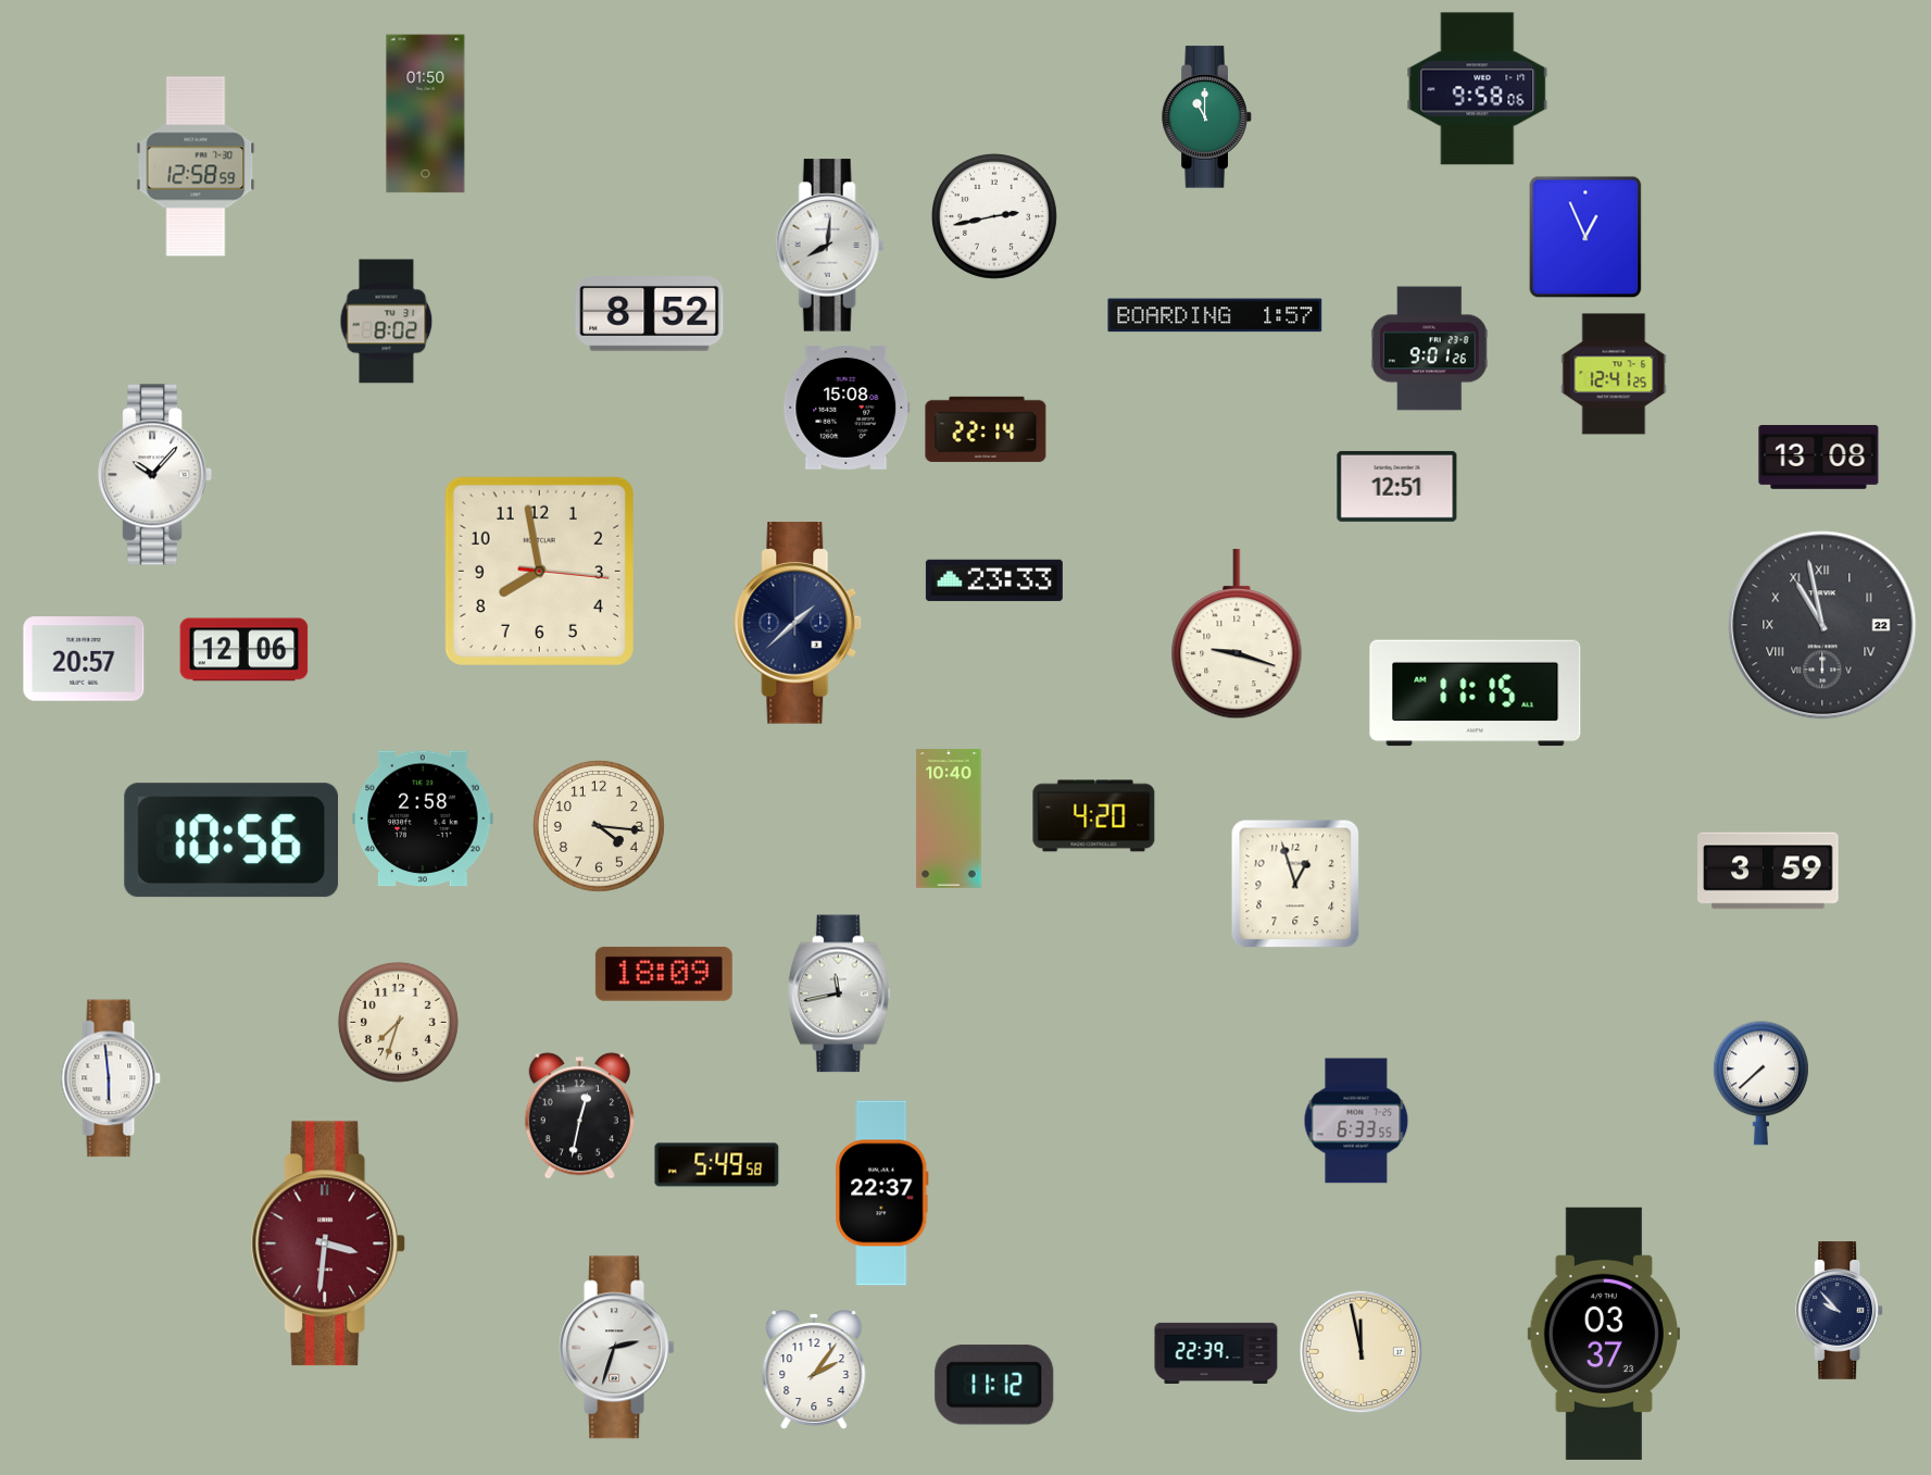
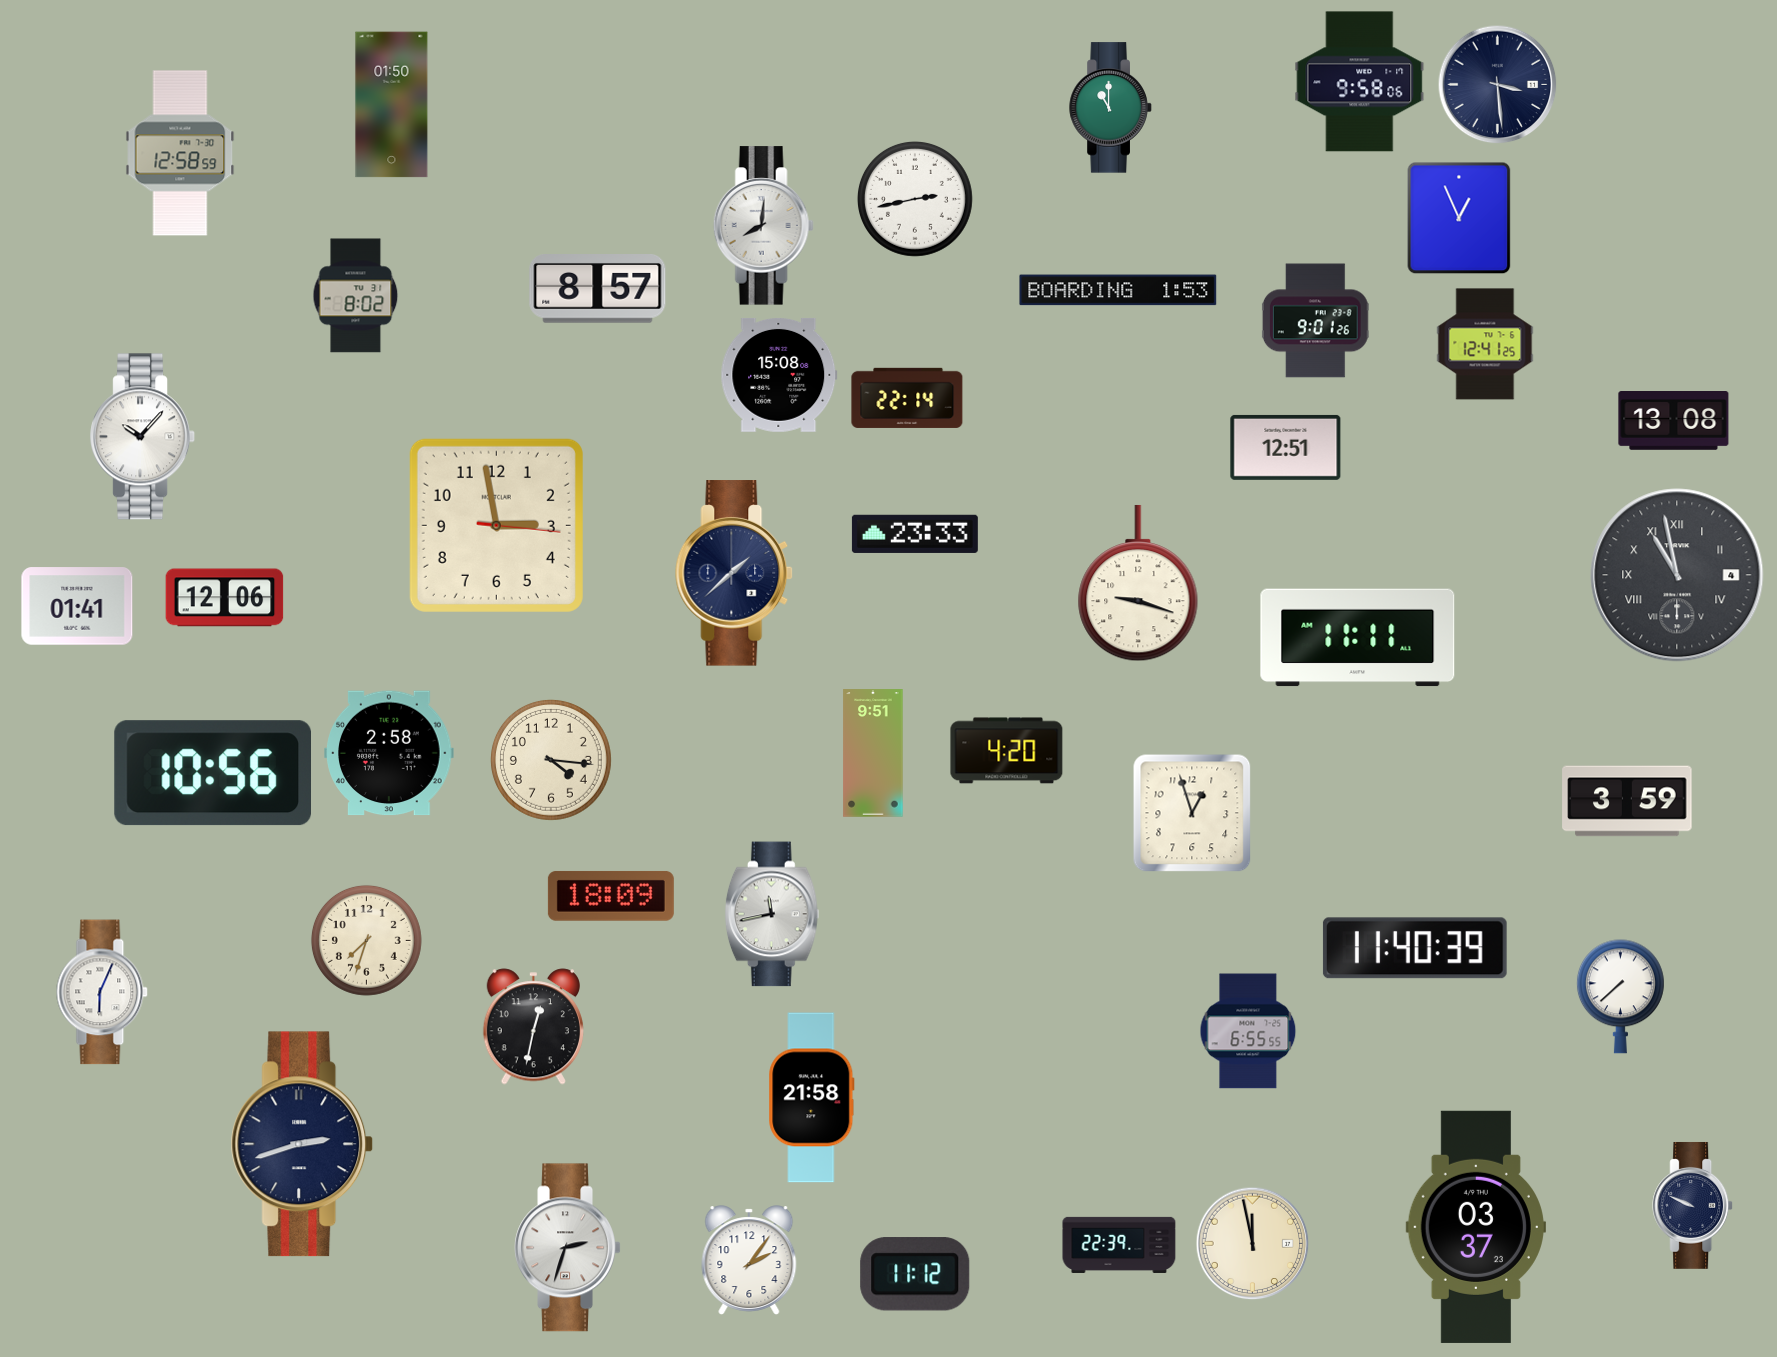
clock at (1498, 85): none -> 3:29
clock at (650, 314): 8:52 -> 8:57
clock at (1215, 315): 1:57 -> 1:53
clock at (986, 429) position: (986, 429) -> (907, 398)
clock at (539, 571): 7:58 -> 2:58
clock at (1822, 625) date: 22 -> 4
clock at (84, 659): 20:57 -> 01:41
clock at (1476, 693): 11:15 -> 11:11
clock at (949, 818): 10:40 -> 9:51
clock at (1415, 948): none -> 11:40
clock at (111, 1078): 5:59 -> 6:04
clock at (1356, 1121): 6:33 -> 6:55
clock at (717, 1165): 5:49 -> none
clock at (882, 1193): 22:37 -> 21:58
clock at (328, 1243): 3:31 -> 2:42
clock at (328, 1243) dial: burgundy -> navy
clock at (1840, 1310): 9:53 -> 9:49
clock at (616, 1348) position: (616, 1348) -> (567, 1248)
